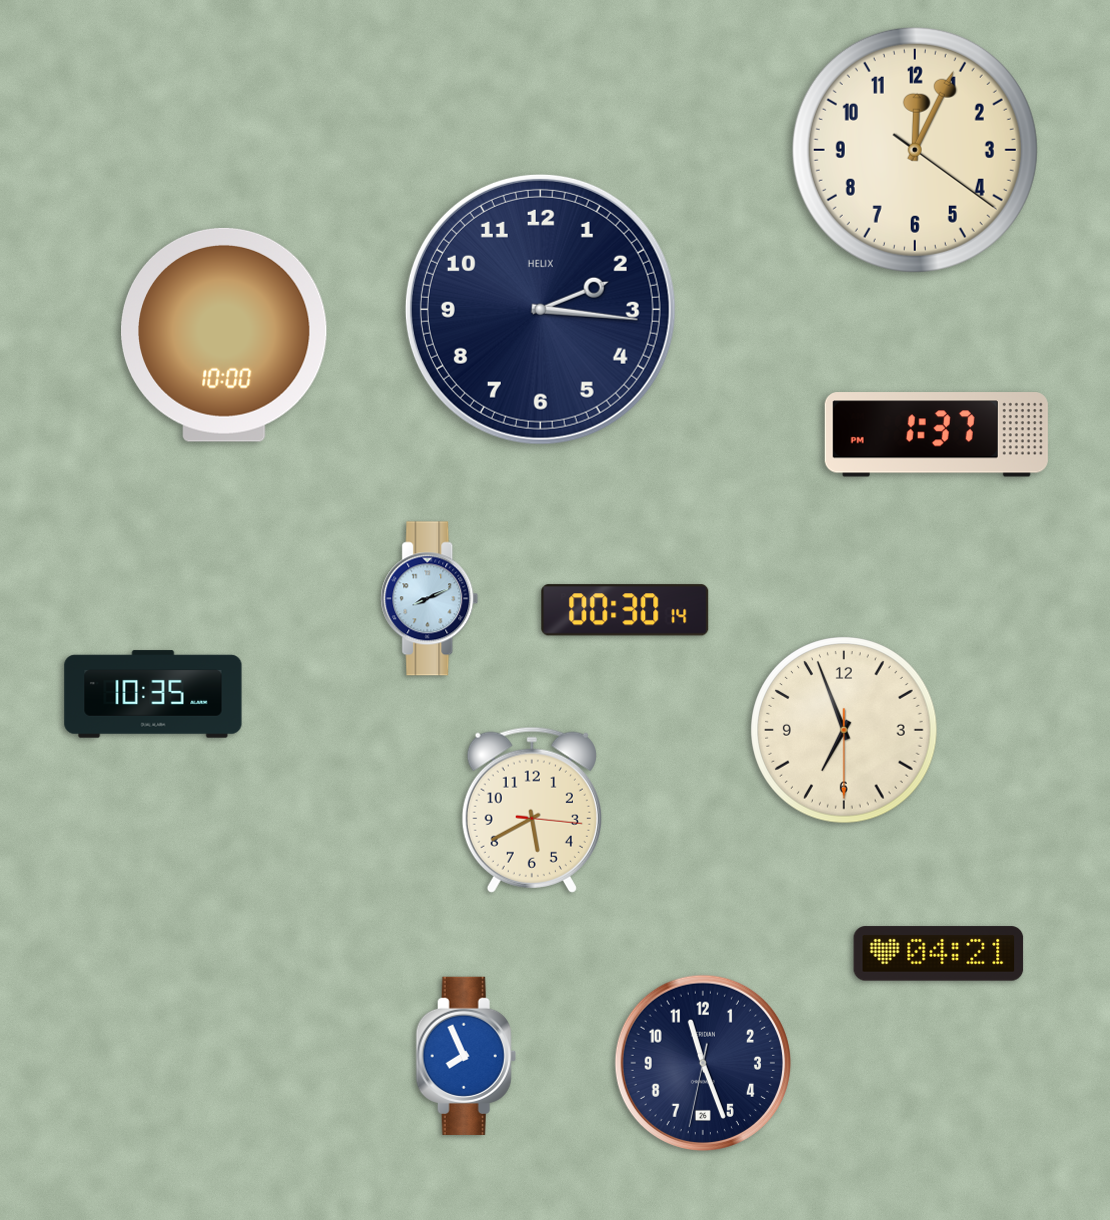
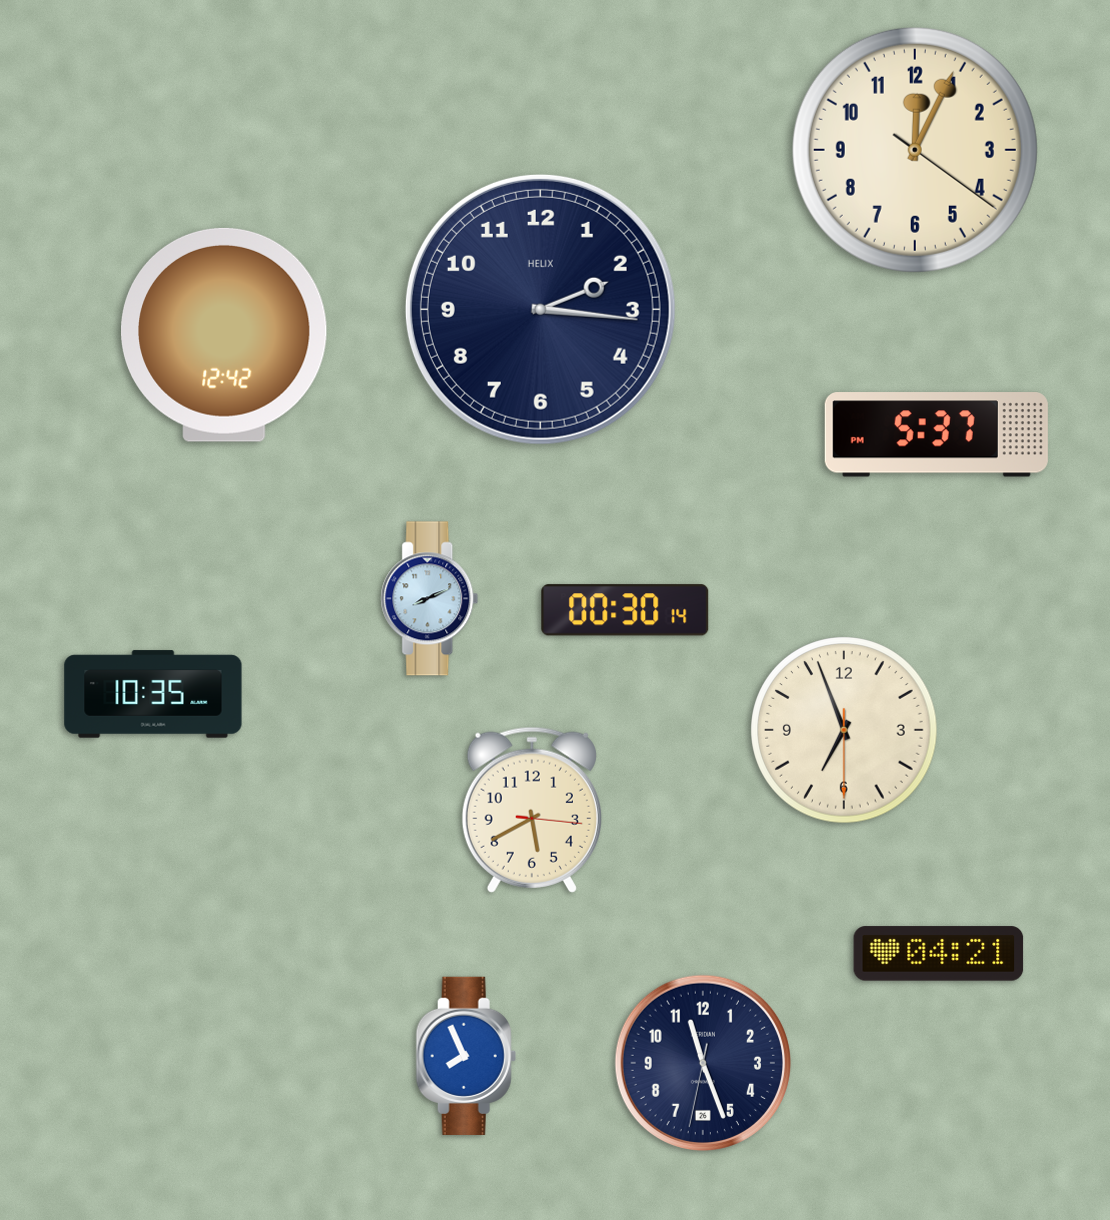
clock at (224, 335): 10:00 -> 12:42
clock at (936, 435): 1:37 -> 5:37
